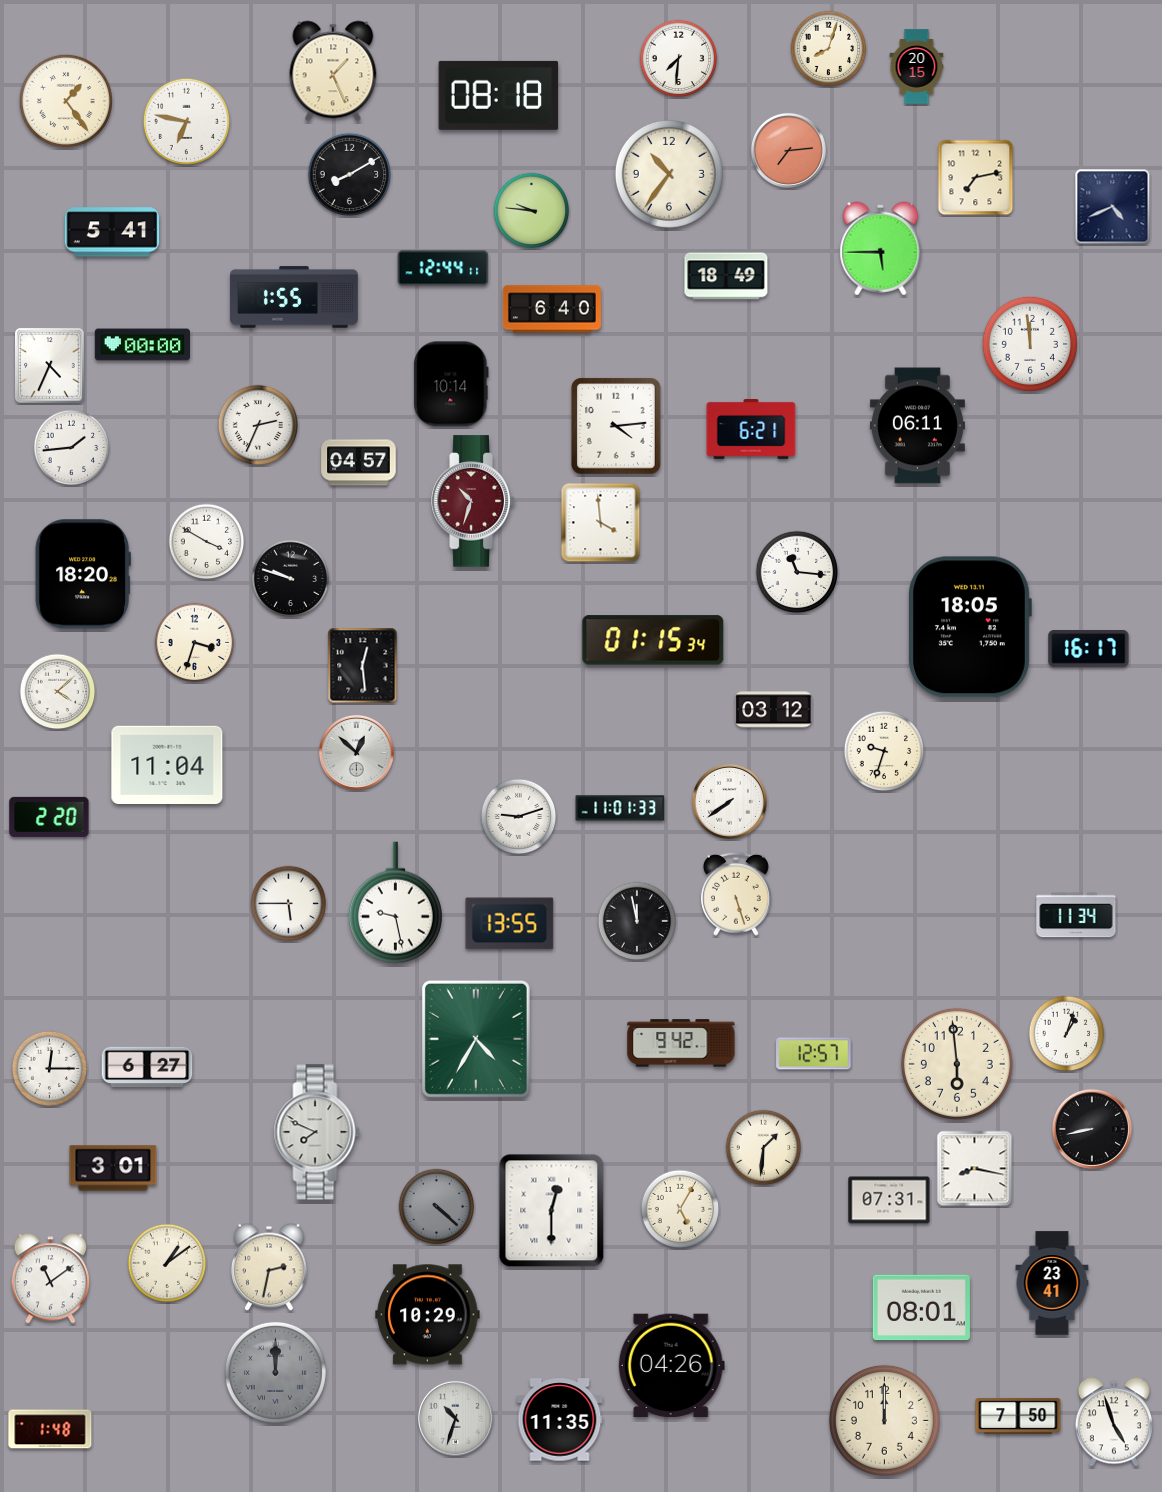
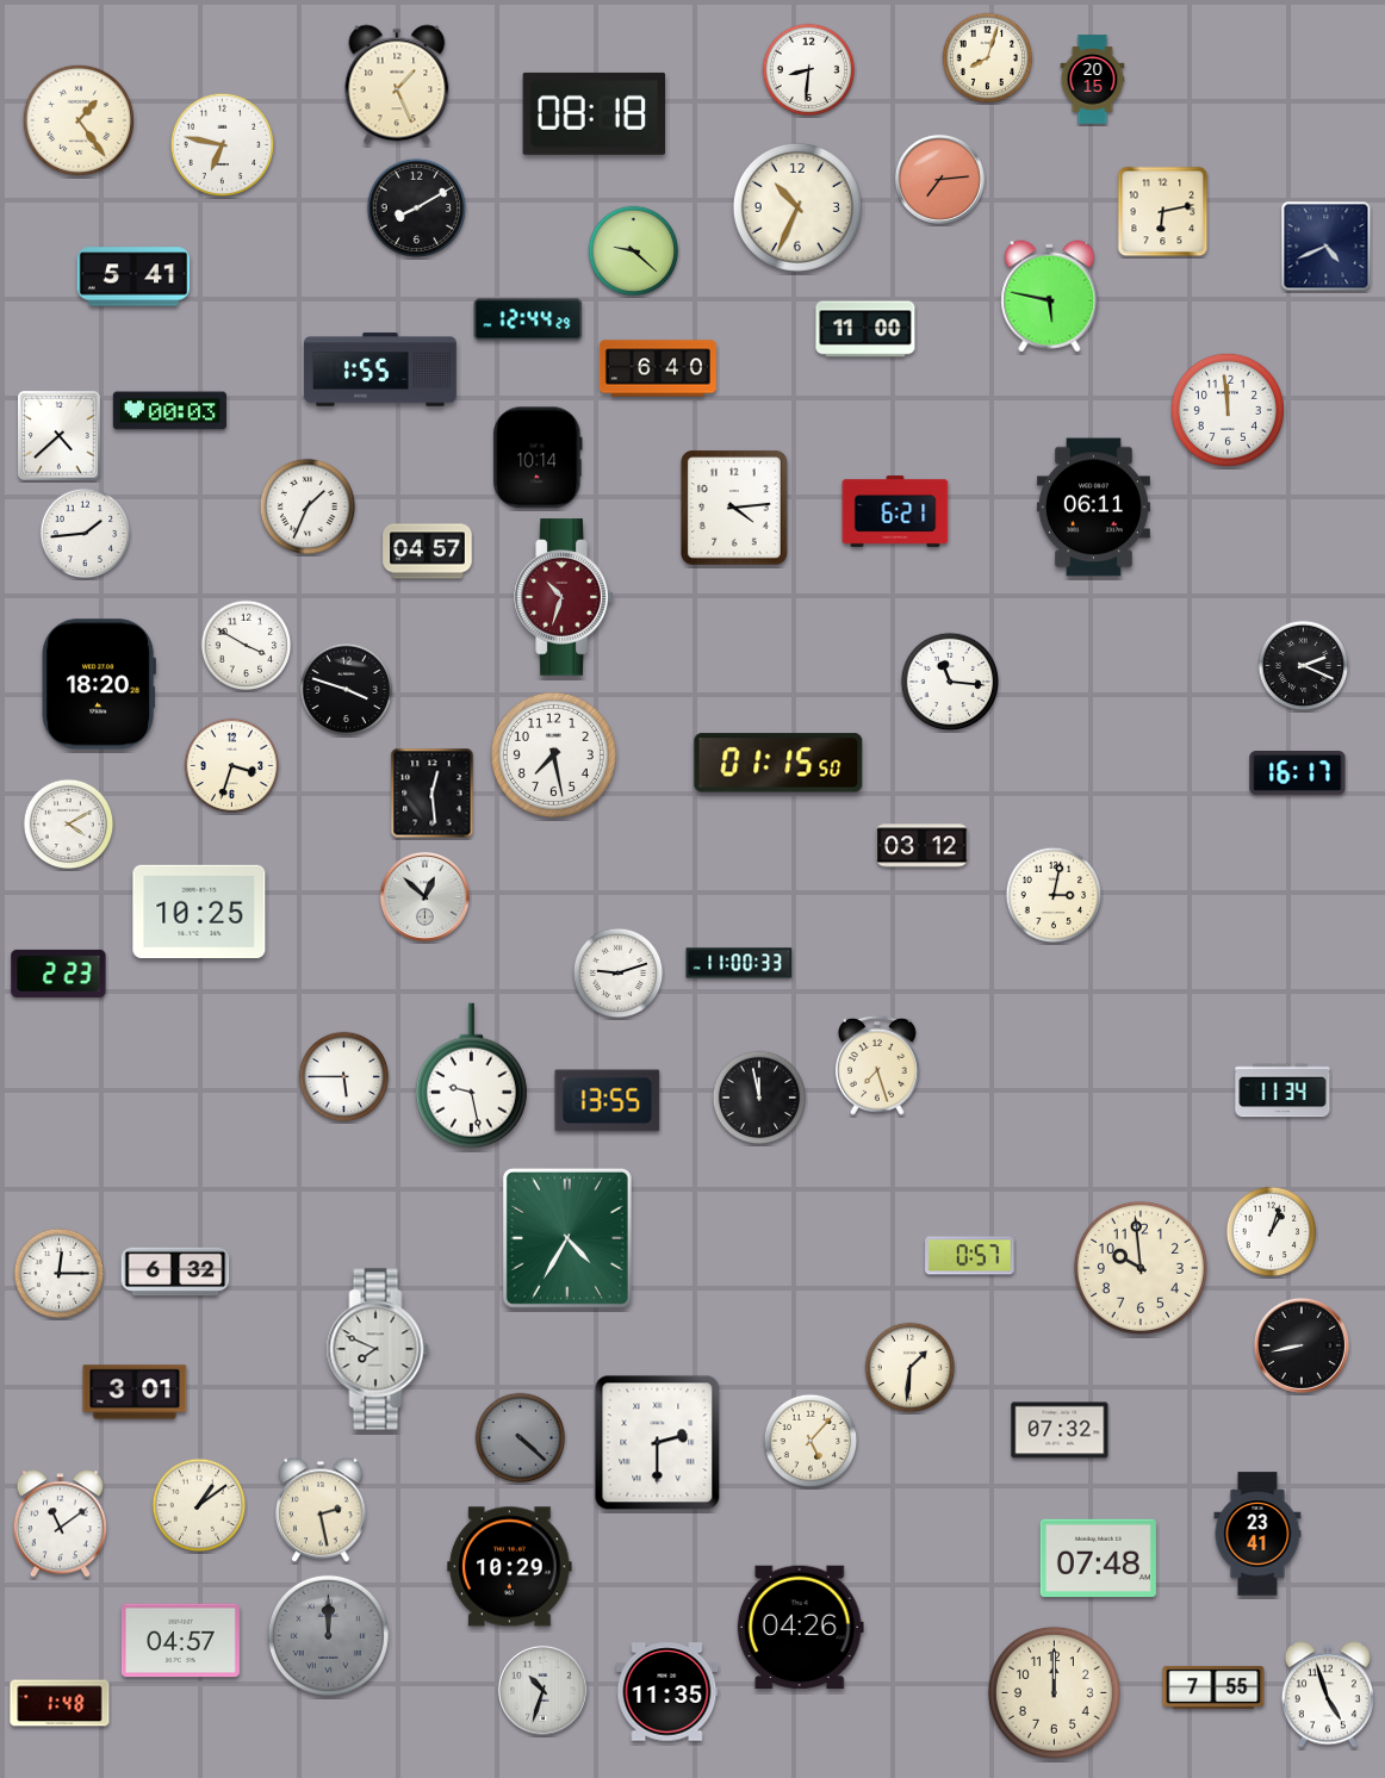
clock at (679, 59): 7:31 -> 8:31
clock at (669, 174): 10:36 -> 10:34
clock at (976, 178): 7:13 -> 6:13
clock at (532, 211): 9:46 -> 9:22
clock at (881, 249): 5:45 -> 5:47
clock at (443, 268): 12:44:11 -> 12:44:29
clock at (726, 276): 18:49 -> 11:00
clock at (295, 297) position: (295, 297) -> (381, 369)
clock at (142, 345): 00:00 -> 00:03
clock at (50, 366): 4:34 -> 4:38
clock at (258, 425): 2:34 -> 1:34
clock at (601, 523): 3:59 -> none
clock at (1304, 666): none -> 2:19
clock at (291, 579): 9:48 -> 3:48
clock at (970, 627): 18:05 -> none
clock at (553, 754): none -> 7:28
clock at (653, 640): 01:15:34 -> 01:15:50
clock at (58, 692): 4:08 -> 4:10
clock at (884, 751): 9:33 -> 3:02
clock at (167, 764): 11:04 -> 10:25
clock at (729, 801): 7:39 -> none
clock at (620, 808): 11:01 -> 11:00
clock at (49, 817): 2:20 -> 2:23
clock at (736, 894): 5:27 -> 7:27
clock at (681, 1043): 9:42 -> none
clock at (814, 1054): 12:57 -> 0:57
clock at (957, 1064): 5:59 -> 9:59
clock at (147, 1067): 6:27 -> 6:32
clock at (975, 1169): 8:17 -> none
clock at (889, 1200): 07:31 -> 07:32
clock at (680, 1209): 5:05 -> 5:07
clock at (552, 1211): 12:30 -> 2:30
clock at (270, 1267): 2:32 -> 2:28
clock at (1052, 1283) position: (1052, 1283) -> (1257, 1534)
clock at (921, 1308): 08:01 -> 07:48
clock at (180, 1641): none -> 04:57
clock at (1018, 1416): 7:50 -> 7:55
